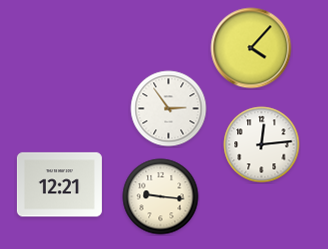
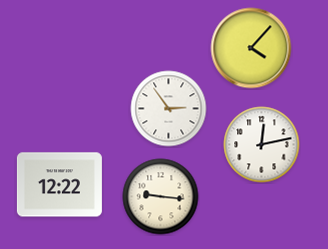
clock at (262, 145): 12:14 -> 12:13
clock at (59, 185): 12:21 -> 12:22
